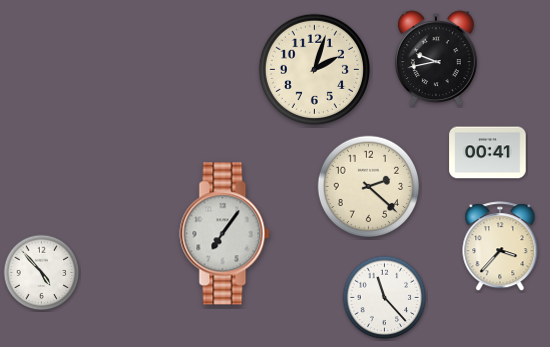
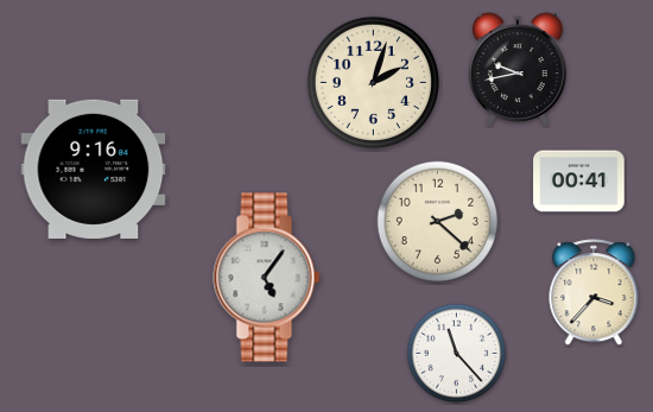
clock at (94, 169): none -> 9:16
clock at (225, 234): 7:06 -> 5:06
clock at (42, 273): 4:53 -> none
